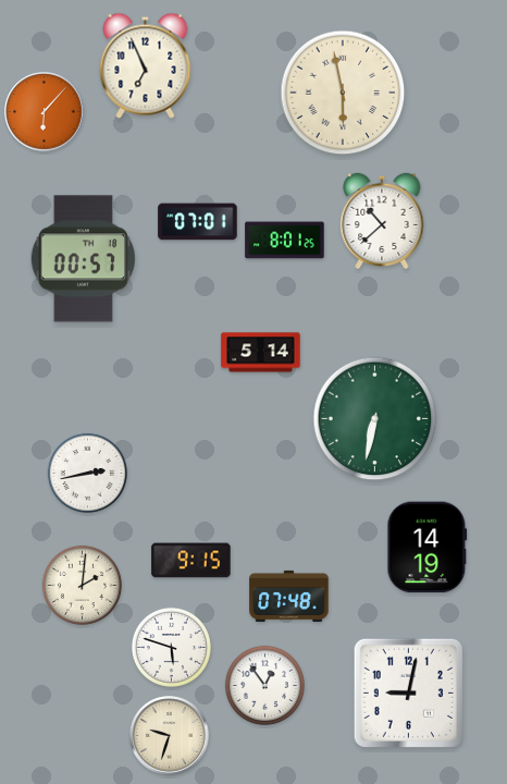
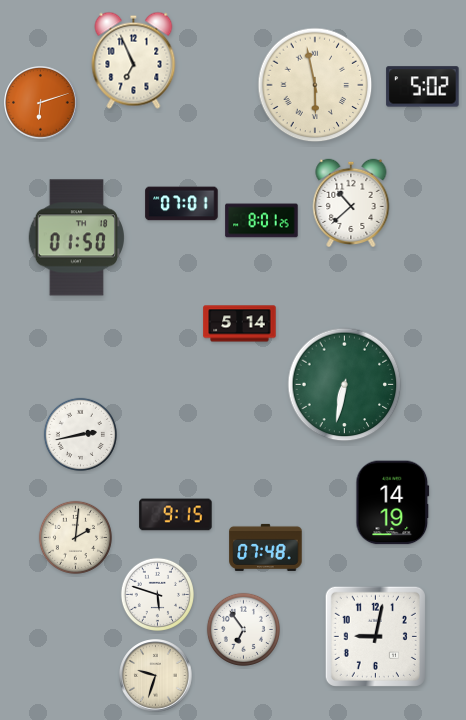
clock at (423, 87): none -> 5:02
clock at (45, 112): 6:07 -> 6:12
clock at (83, 259): 00:57 -> 01:50
clock at (264, 685): 12:54 -> 6:54
